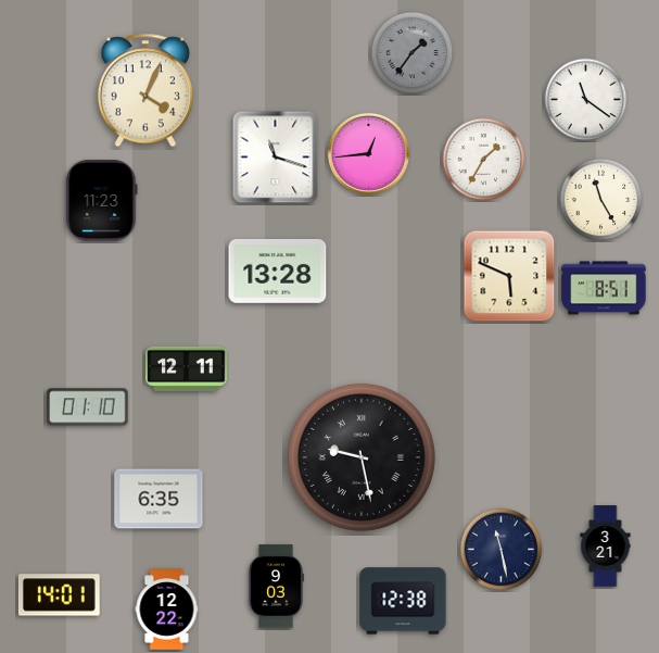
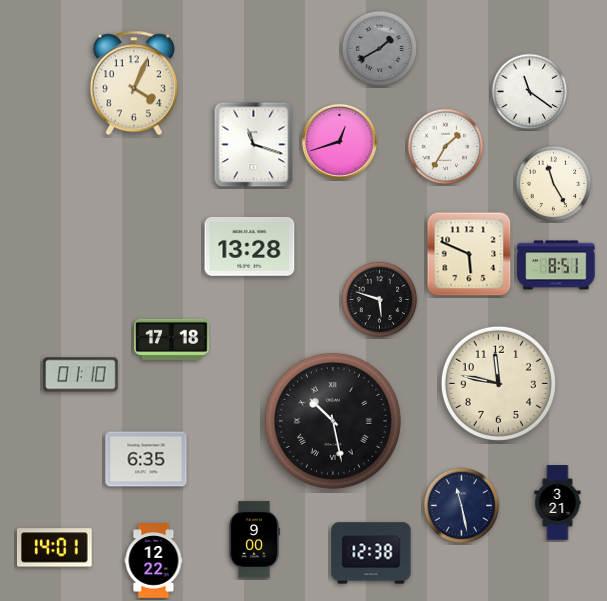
clock at (413, 53): 1:36 -> 1:40
clock at (586, 100) position: (586, 100) -> (530, 92)
clock at (368, 153): 12:44 -> 12:42
clock at (102, 201): 11:23 -> none
clock at (278, 271) position: (278, 271) -> (250, 246)
clock at (380, 300): none -> 5:48
clock at (187, 369): 12:11 -> 17:18
clock at (498, 383): none -> 11:47
clock at (362, 457): 9:28 -> 10:28
clock at (276, 587): 9:03 -> 9:00
